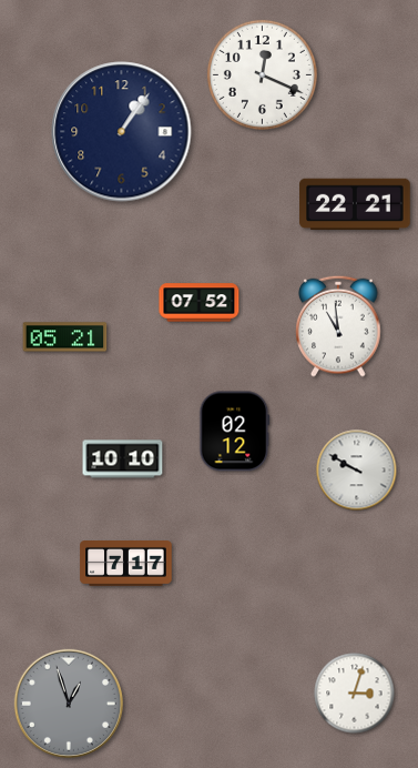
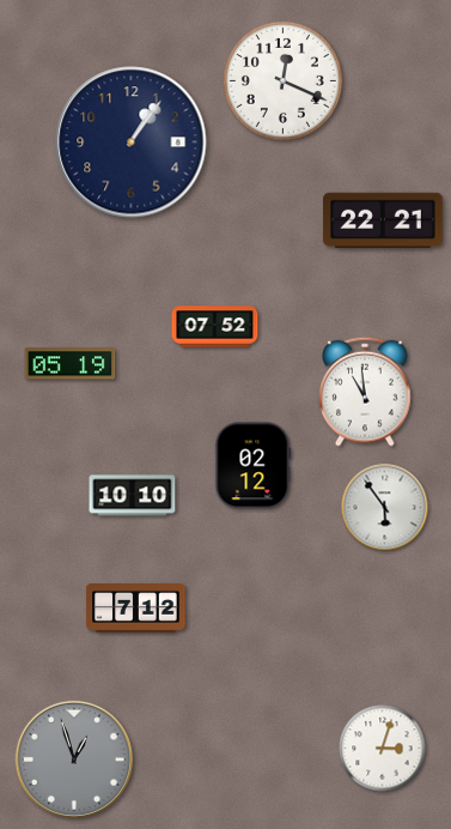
clock at (338, 326) position: (338, 326) -> (365, 392)
clock at (65, 337): 05:21 -> 05:19
clock at (357, 471): 9:50 -> 5:54
clock at (126, 564): 7:17 -> 7:12
